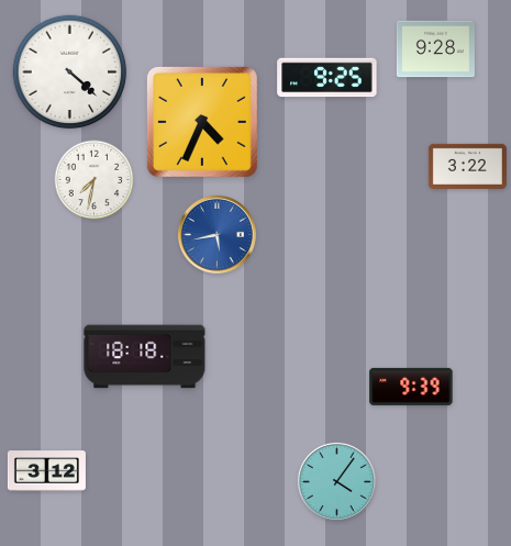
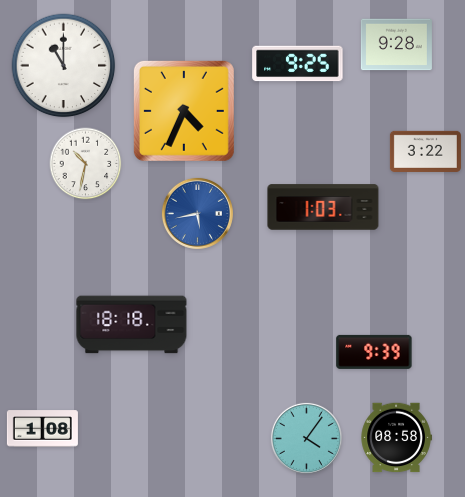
clock at (70, 73): 4:22 -> 11:00
clock at (327, 78) position: (327, 78) -> (298, 64)
clock at (95, 180): 7:32 -> 10:32
clock at (323, 207): none -> 1:03
clock at (46, 471): 3:12 -> 1:08
clock at (396, 438): none -> 08:58
